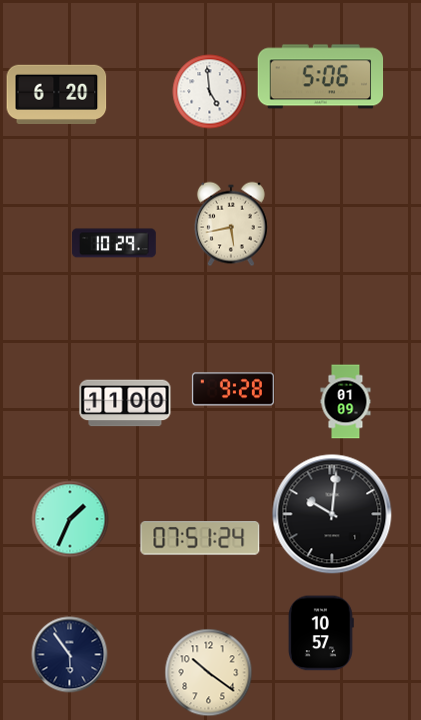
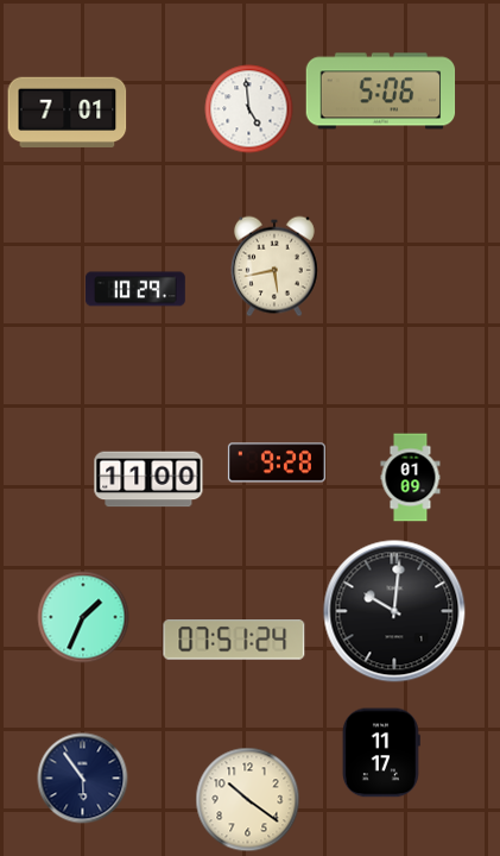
clock at (57, 94): 6:20 -> 7:01
clock at (200, 538) position: (200, 538) -> (234, 640)
clock at (321, 633): 10:57 -> 11:17
